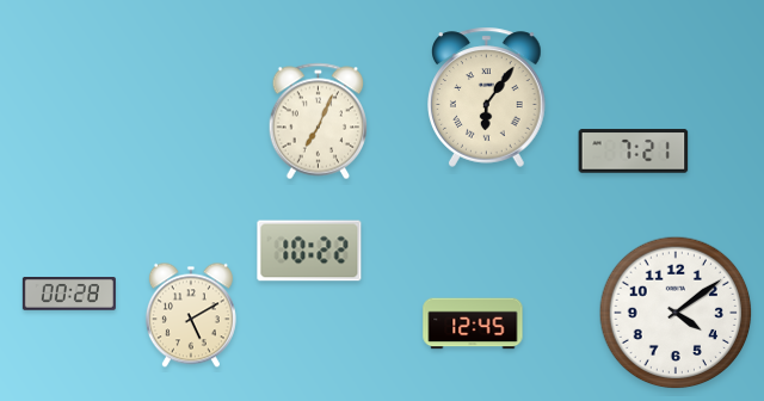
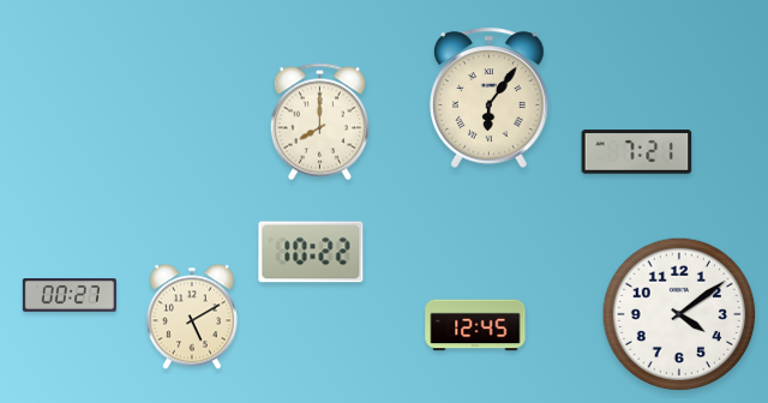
clock at (319, 122): 7:04 -> 8:00
clock at (69, 295): 00:28 -> 00:27
